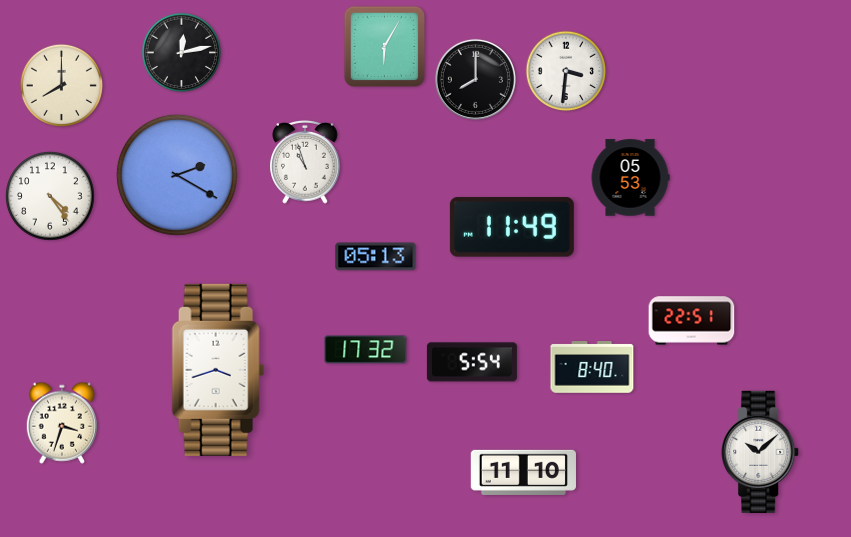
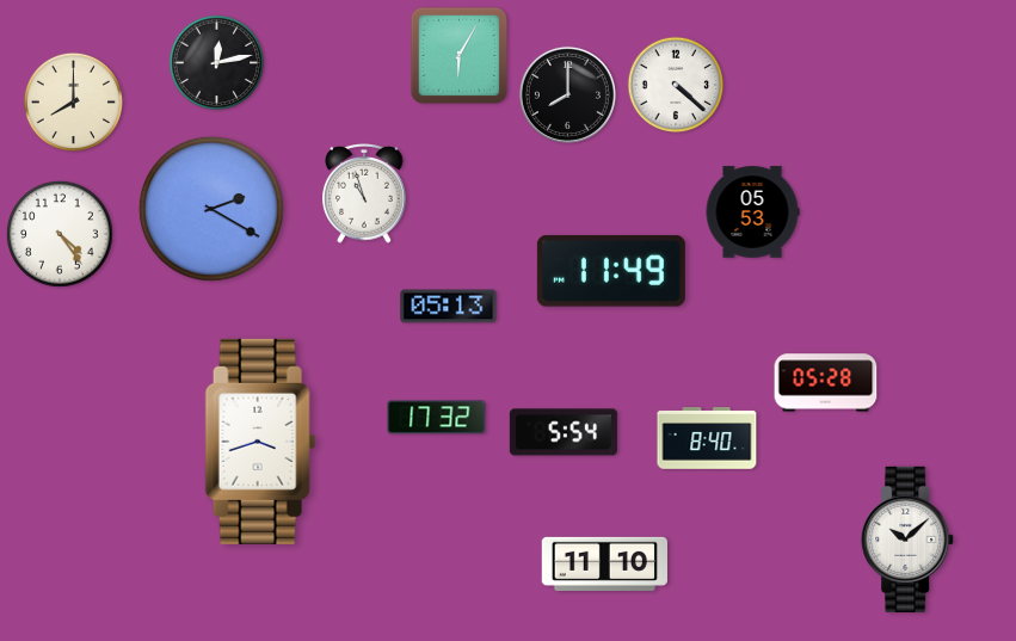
clock at (566, 71): 3:31 -> 4:22
clock at (692, 321): 22:51 -> 05:28
clock at (62, 423): 3:33 -> none
clock at (523, 472) position: (523, 472) -> (604, 563)
